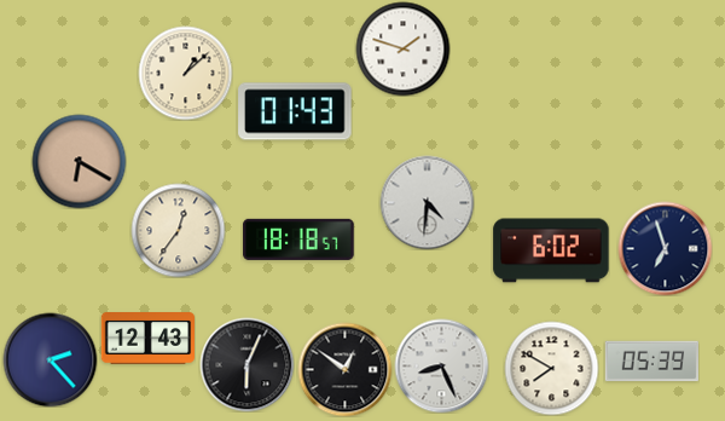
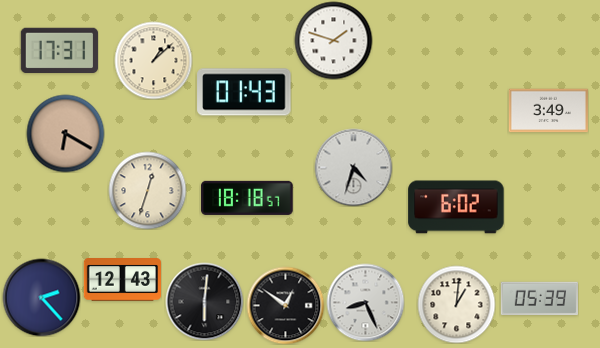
clock at (59, 51): none -> 17:31
clock at (548, 111): none -> 3:49
clock at (427, 202): 4:31 -> 4:33
clock at (178, 230): 12:36 -> 12:33
clock at (665, 248): 6:57 -> none
clock at (246, 364): 6:04 -> 6:01
clock at (551, 368): 7:50 -> 1:01
